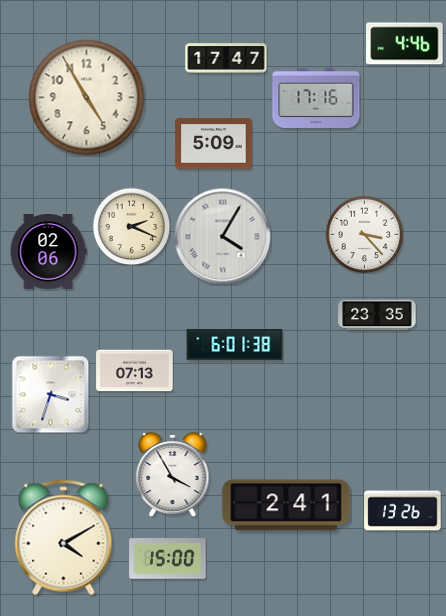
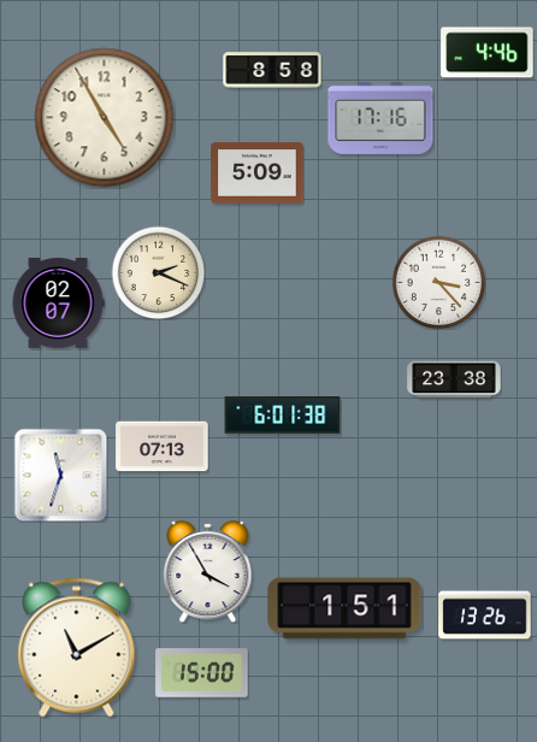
clock at (226, 58): 17:47 -> 8:58
clock at (223, 237): 4:05 -> none
clock at (48, 252): 02:06 -> 02:07
clock at (377, 315): 23:35 -> 23:38
clock at (50, 394): 3:33 -> 11:33
clock at (286, 505): 2:41 -> 1:51
clock at (64, 538): 4:10 -> 11:10
